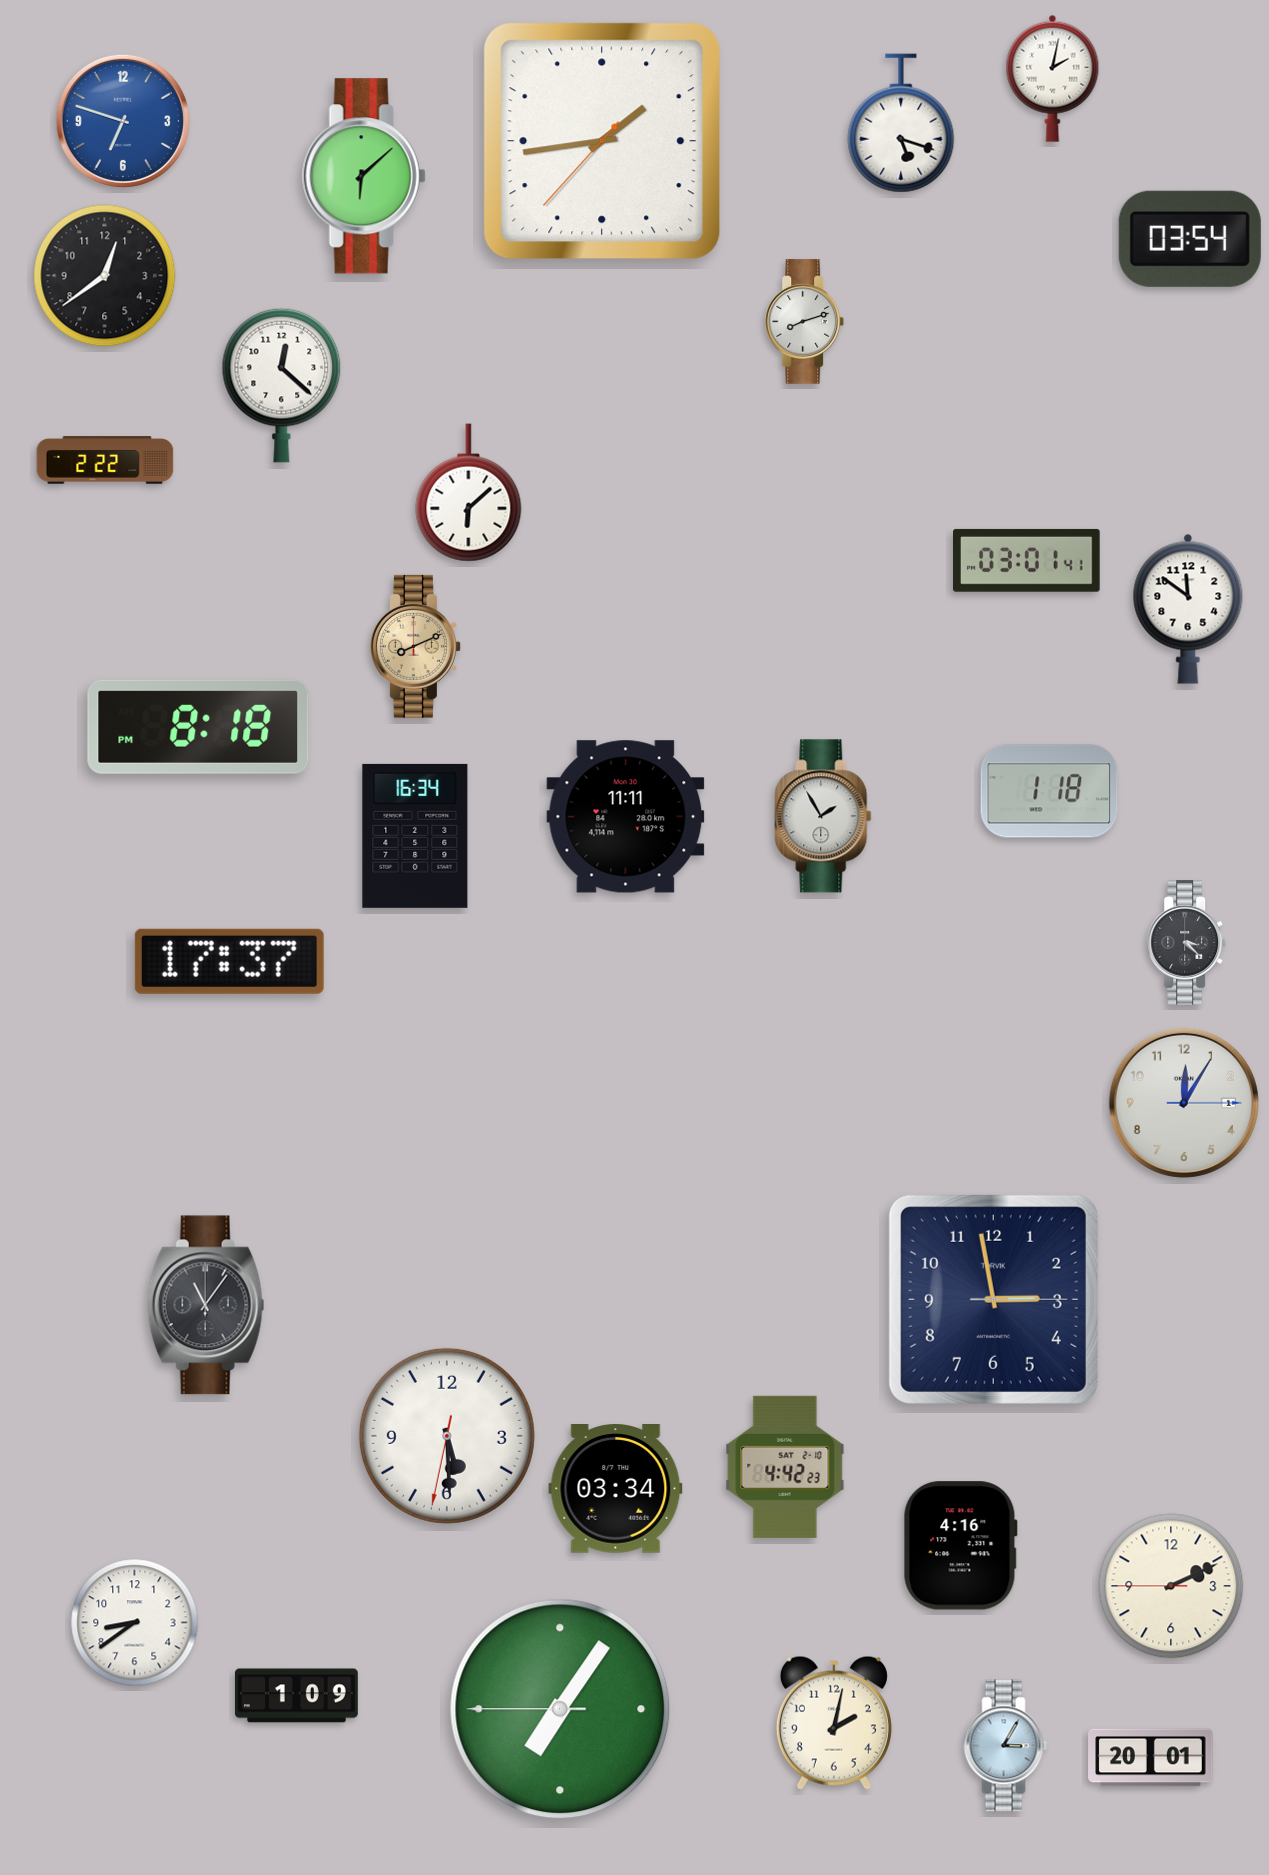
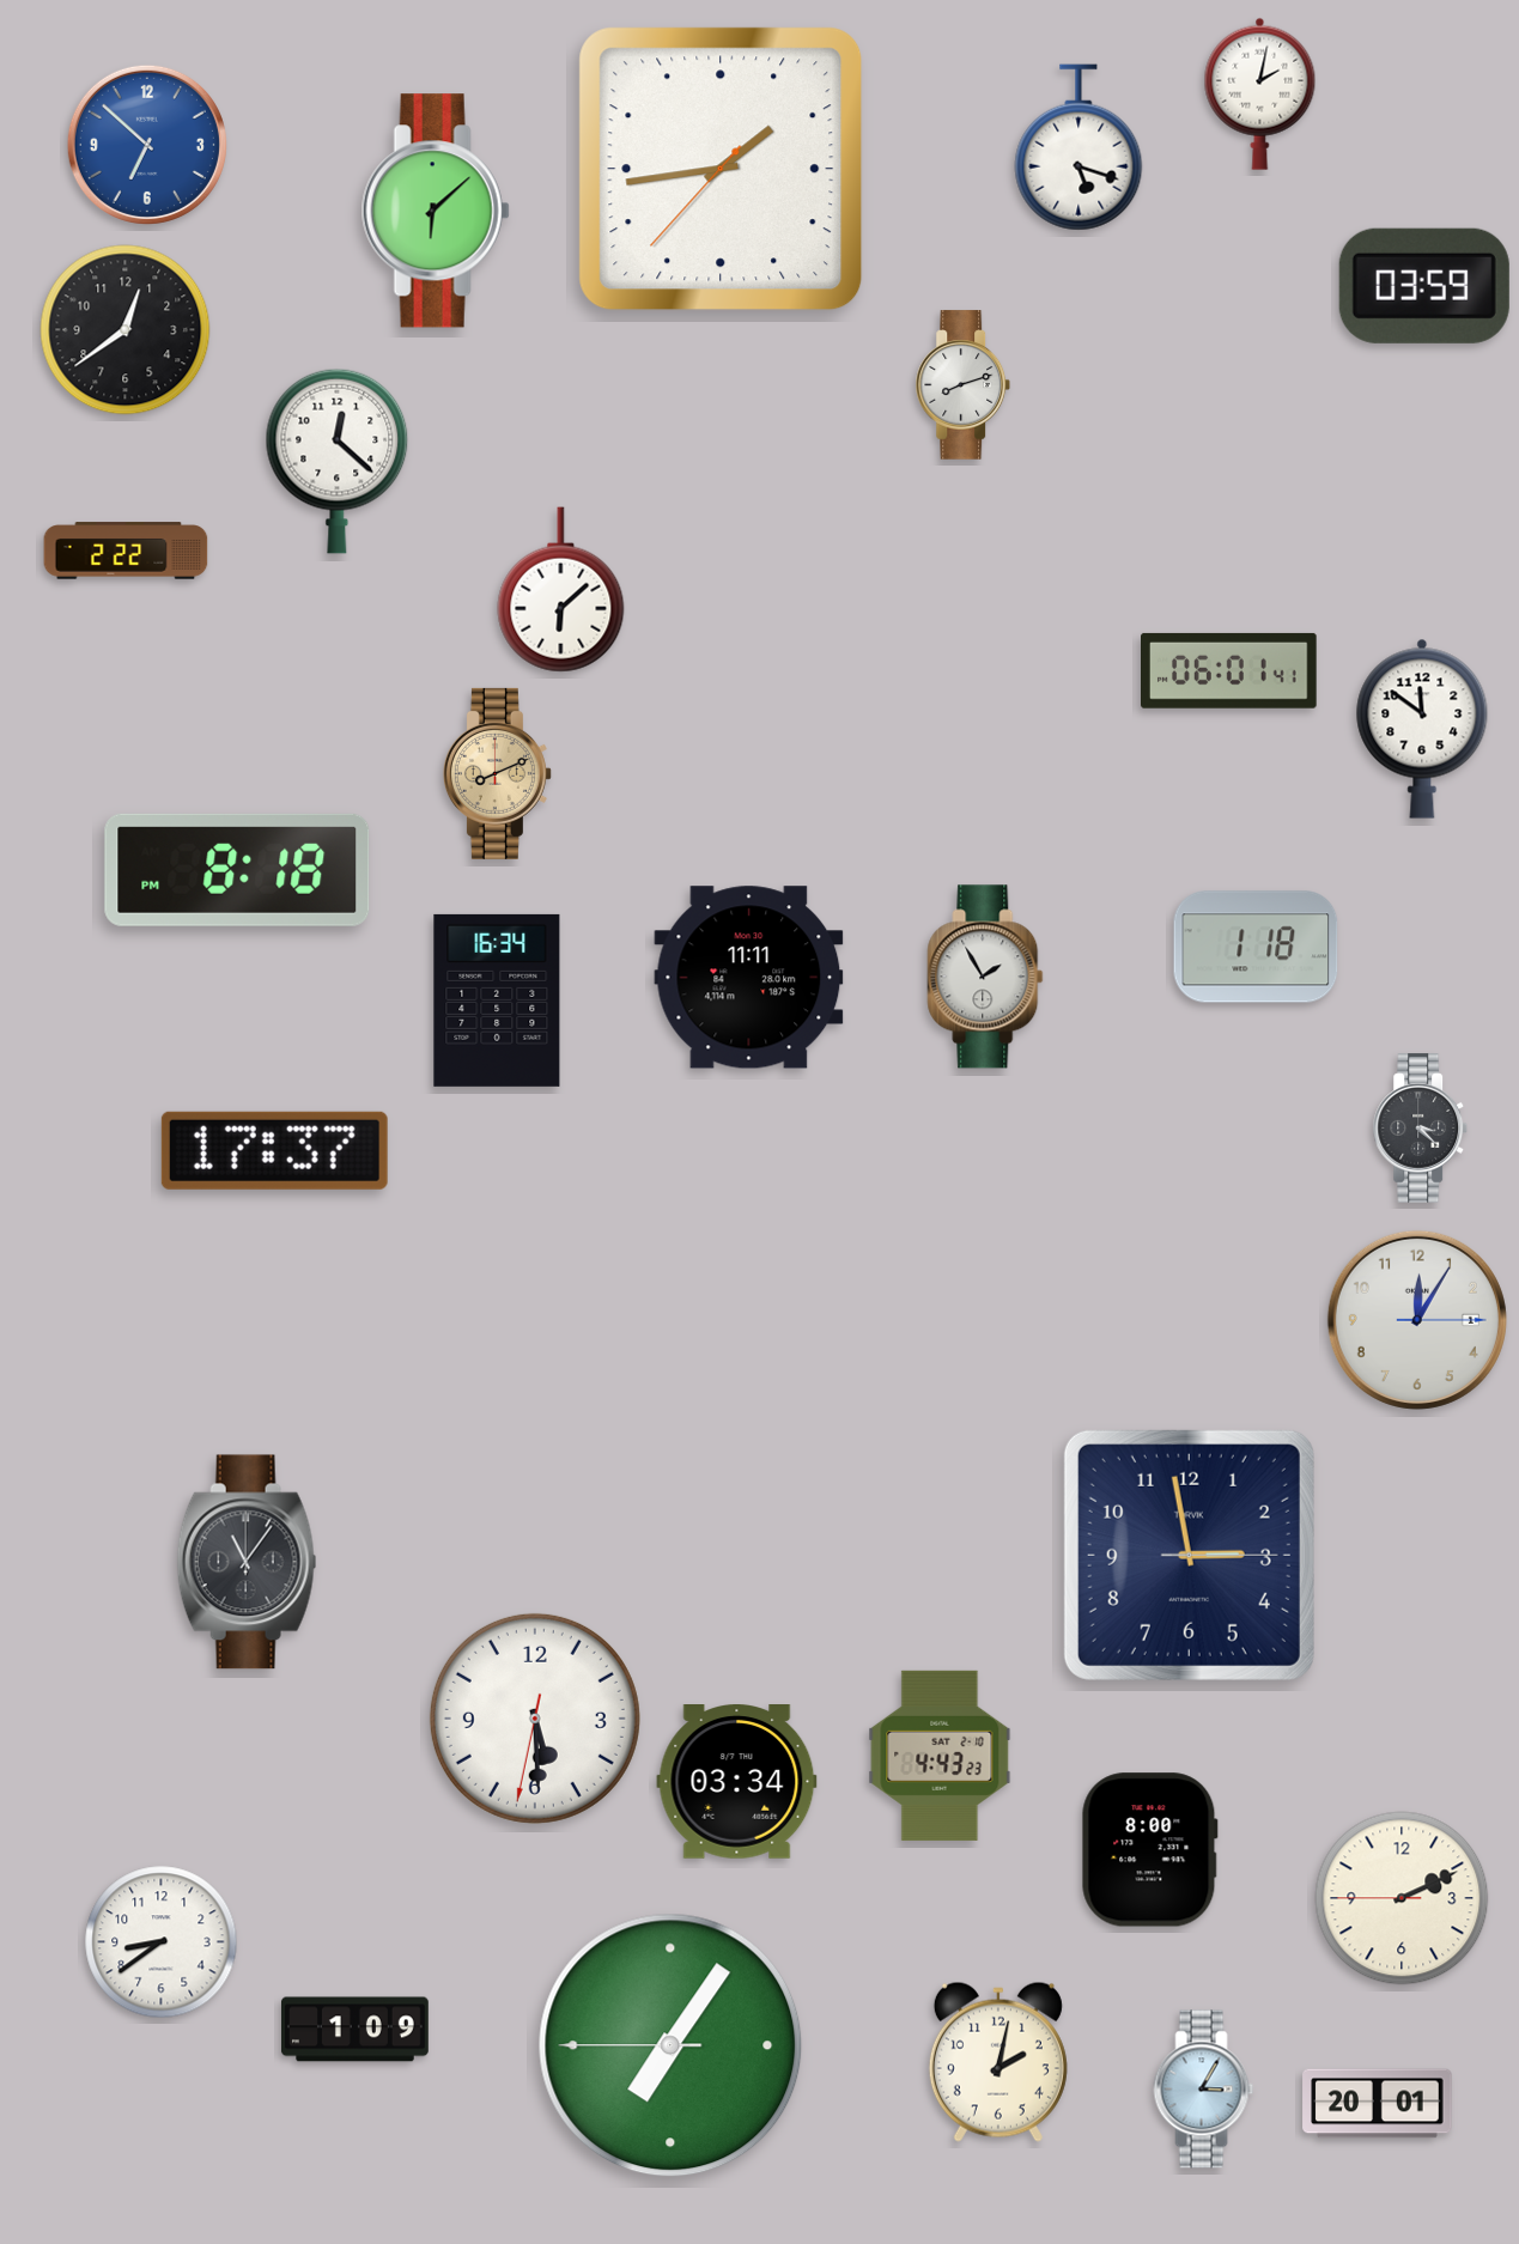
clock at (123, 121): 6:48 -> 6:52
clock at (1190, 239): 03:54 -> 03:59
clock at (1027, 560): 03:01 -> 06:01
clock at (785, 1467): 4:42 -> 4:43
clock at (960, 1546): 4:16 -> 8:00
